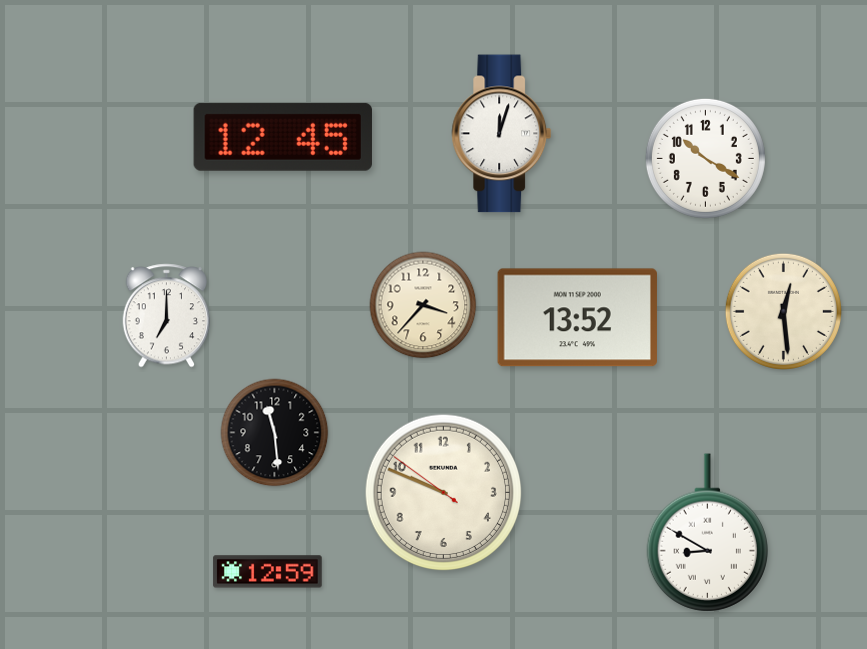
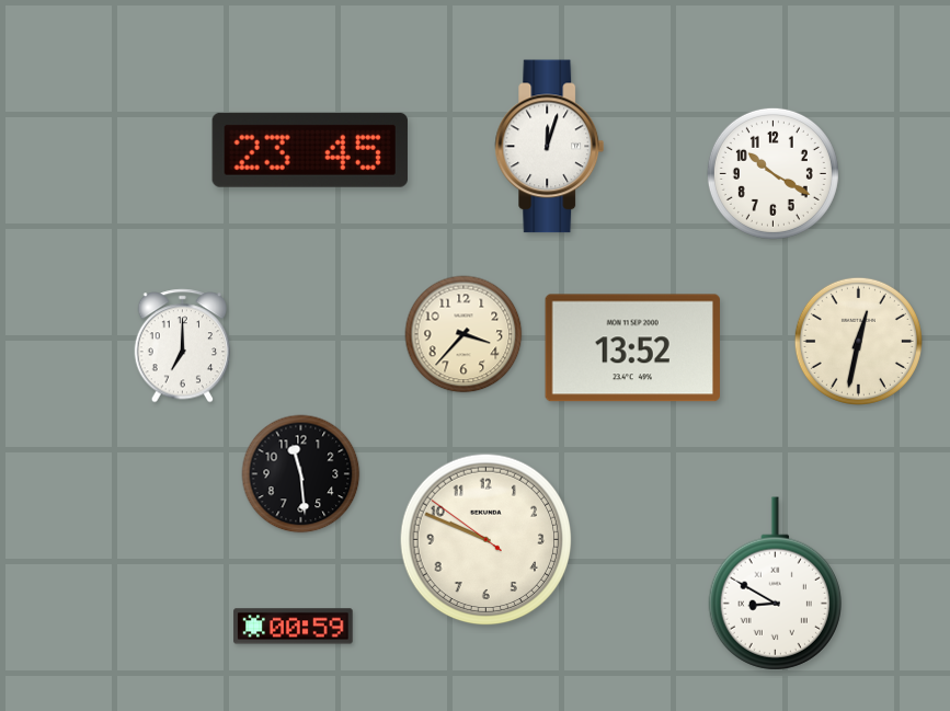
clock at (283, 137): 12:45 -> 23:45
clock at (783, 311): 12:29 -> 12:32
clock at (268, 572): 12:59 -> 00:59
